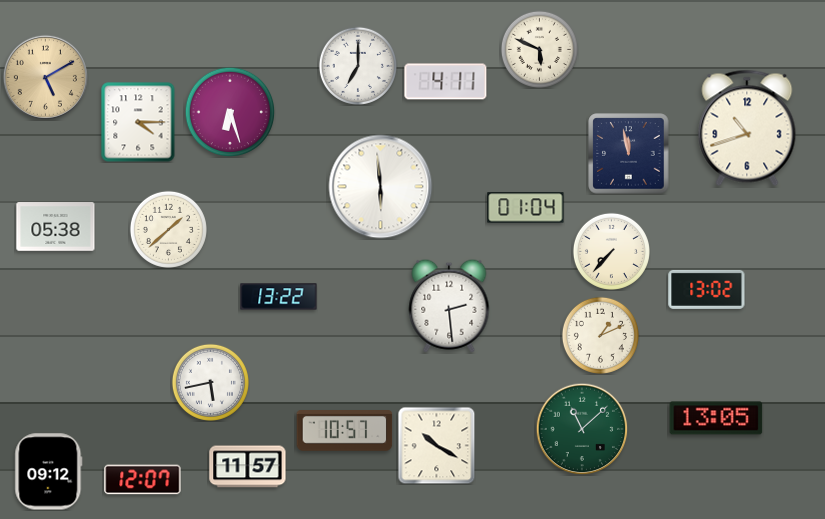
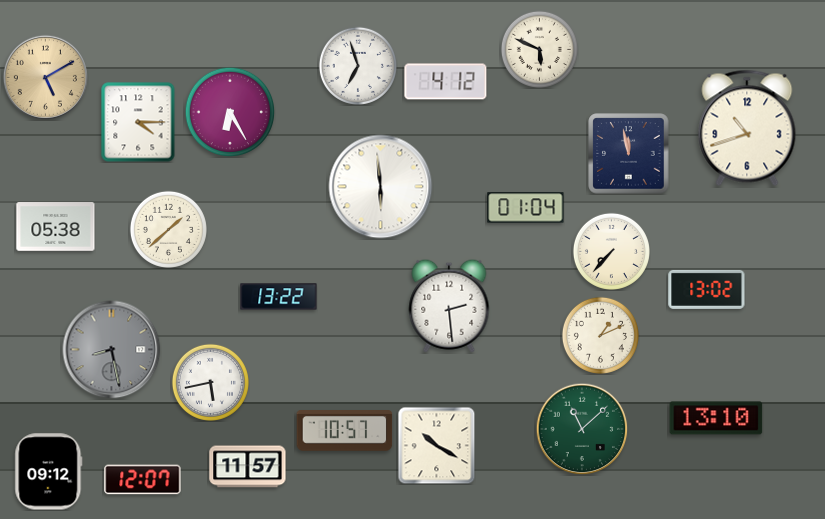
clock at (358, 66): 7:00 -> 6:57
clock at (446, 82): 4:11 -> 4:12
clock at (230, 112): 6:27 -> 6:25
clock at (112, 350): none -> 8:28
clock at (716, 418): 13:05 -> 13:10
